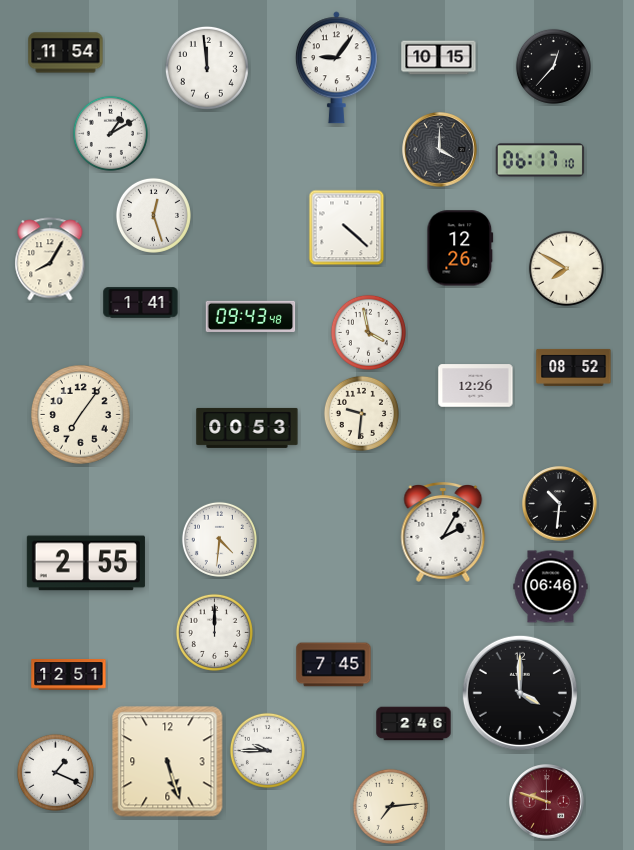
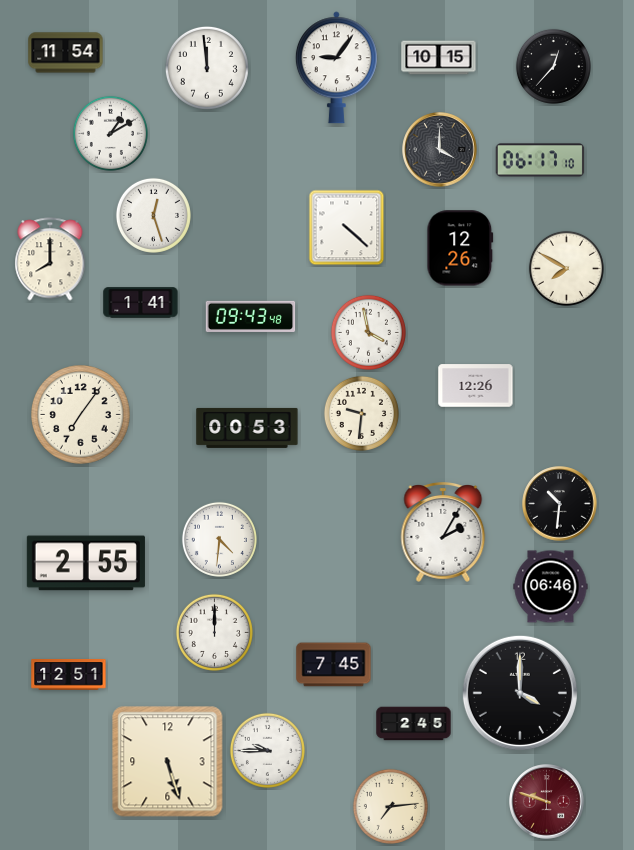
clock at (50, 259): 8:05 -> 8:00
clock at (574, 367): 08:52 -> none
clock at (414, 724): 2:46 -> 2:45
clock at (55, 772): 1:19 -> none
